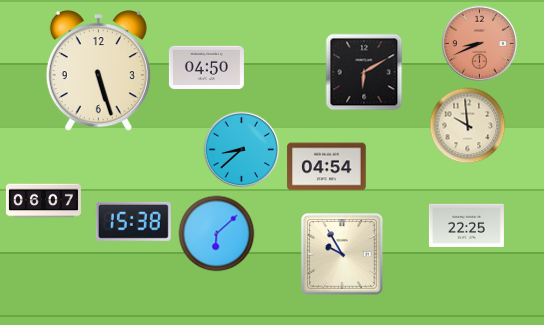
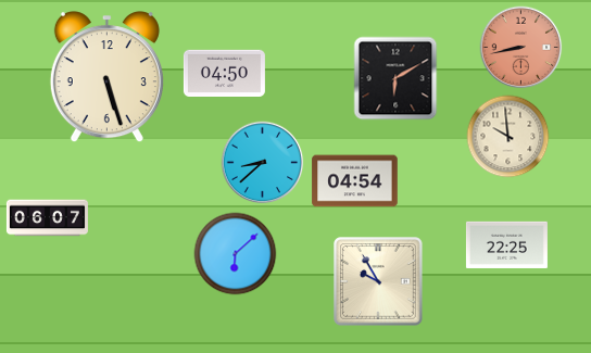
clock at (480, 44): 8:41 -> 8:43
clock at (133, 221): 15:38 -> none
clock at (342, 254) position: (342, 254) -> (378, 281)
